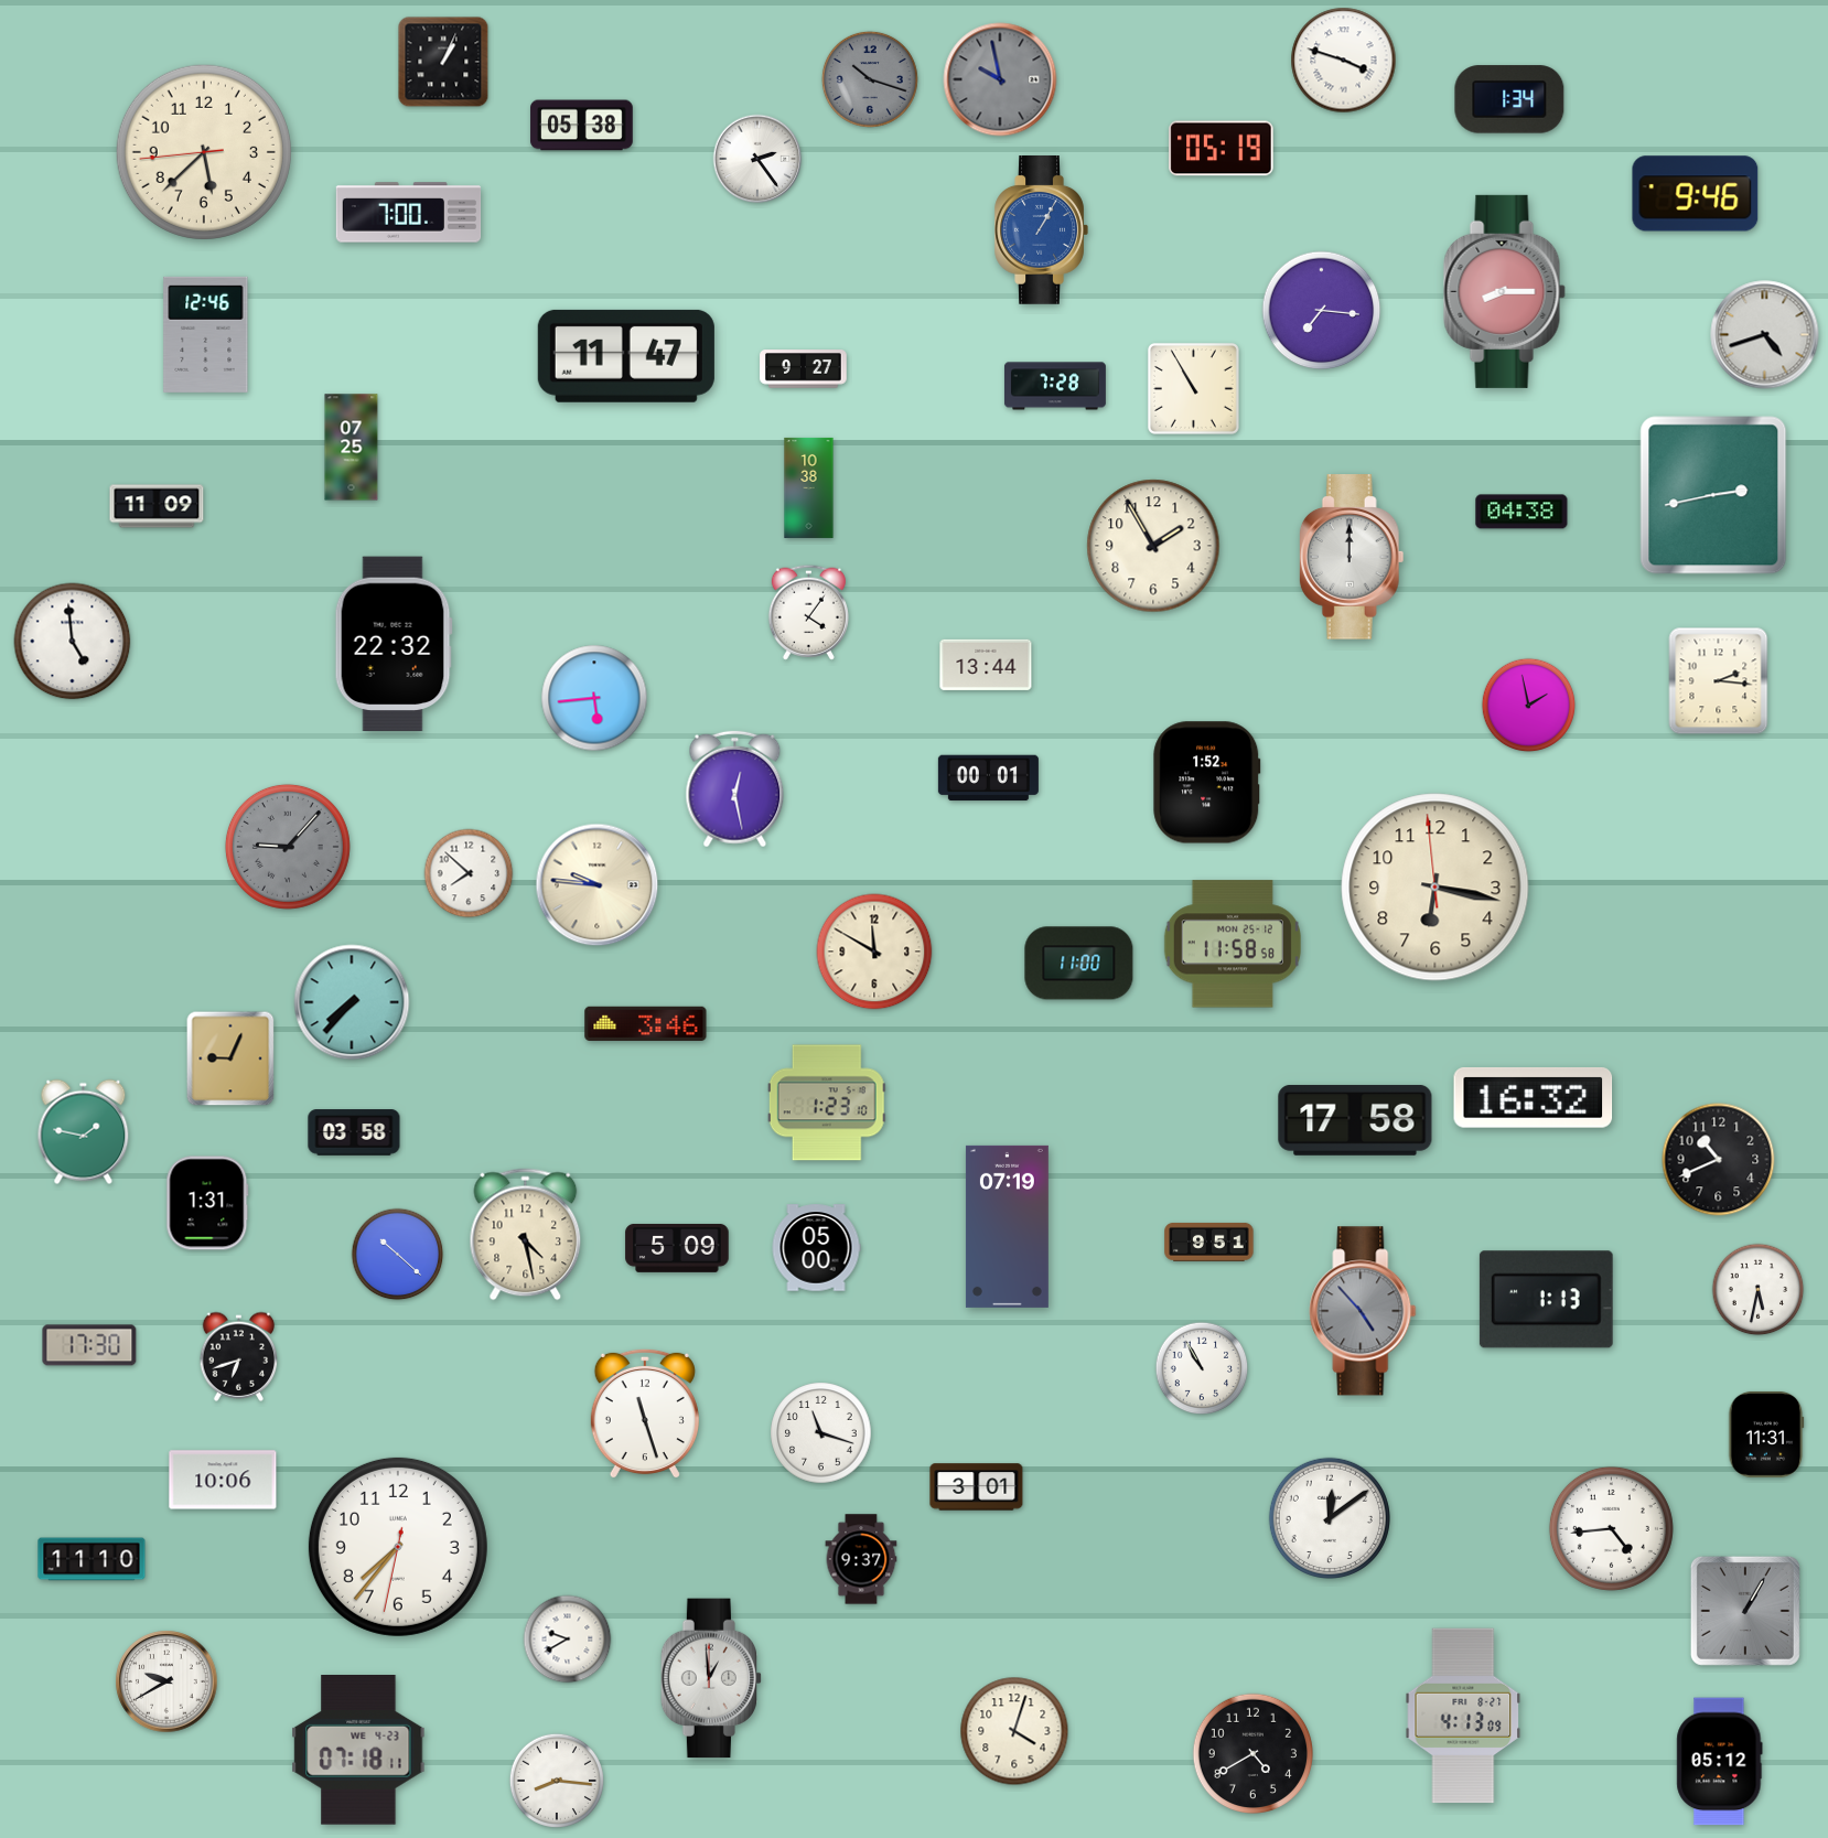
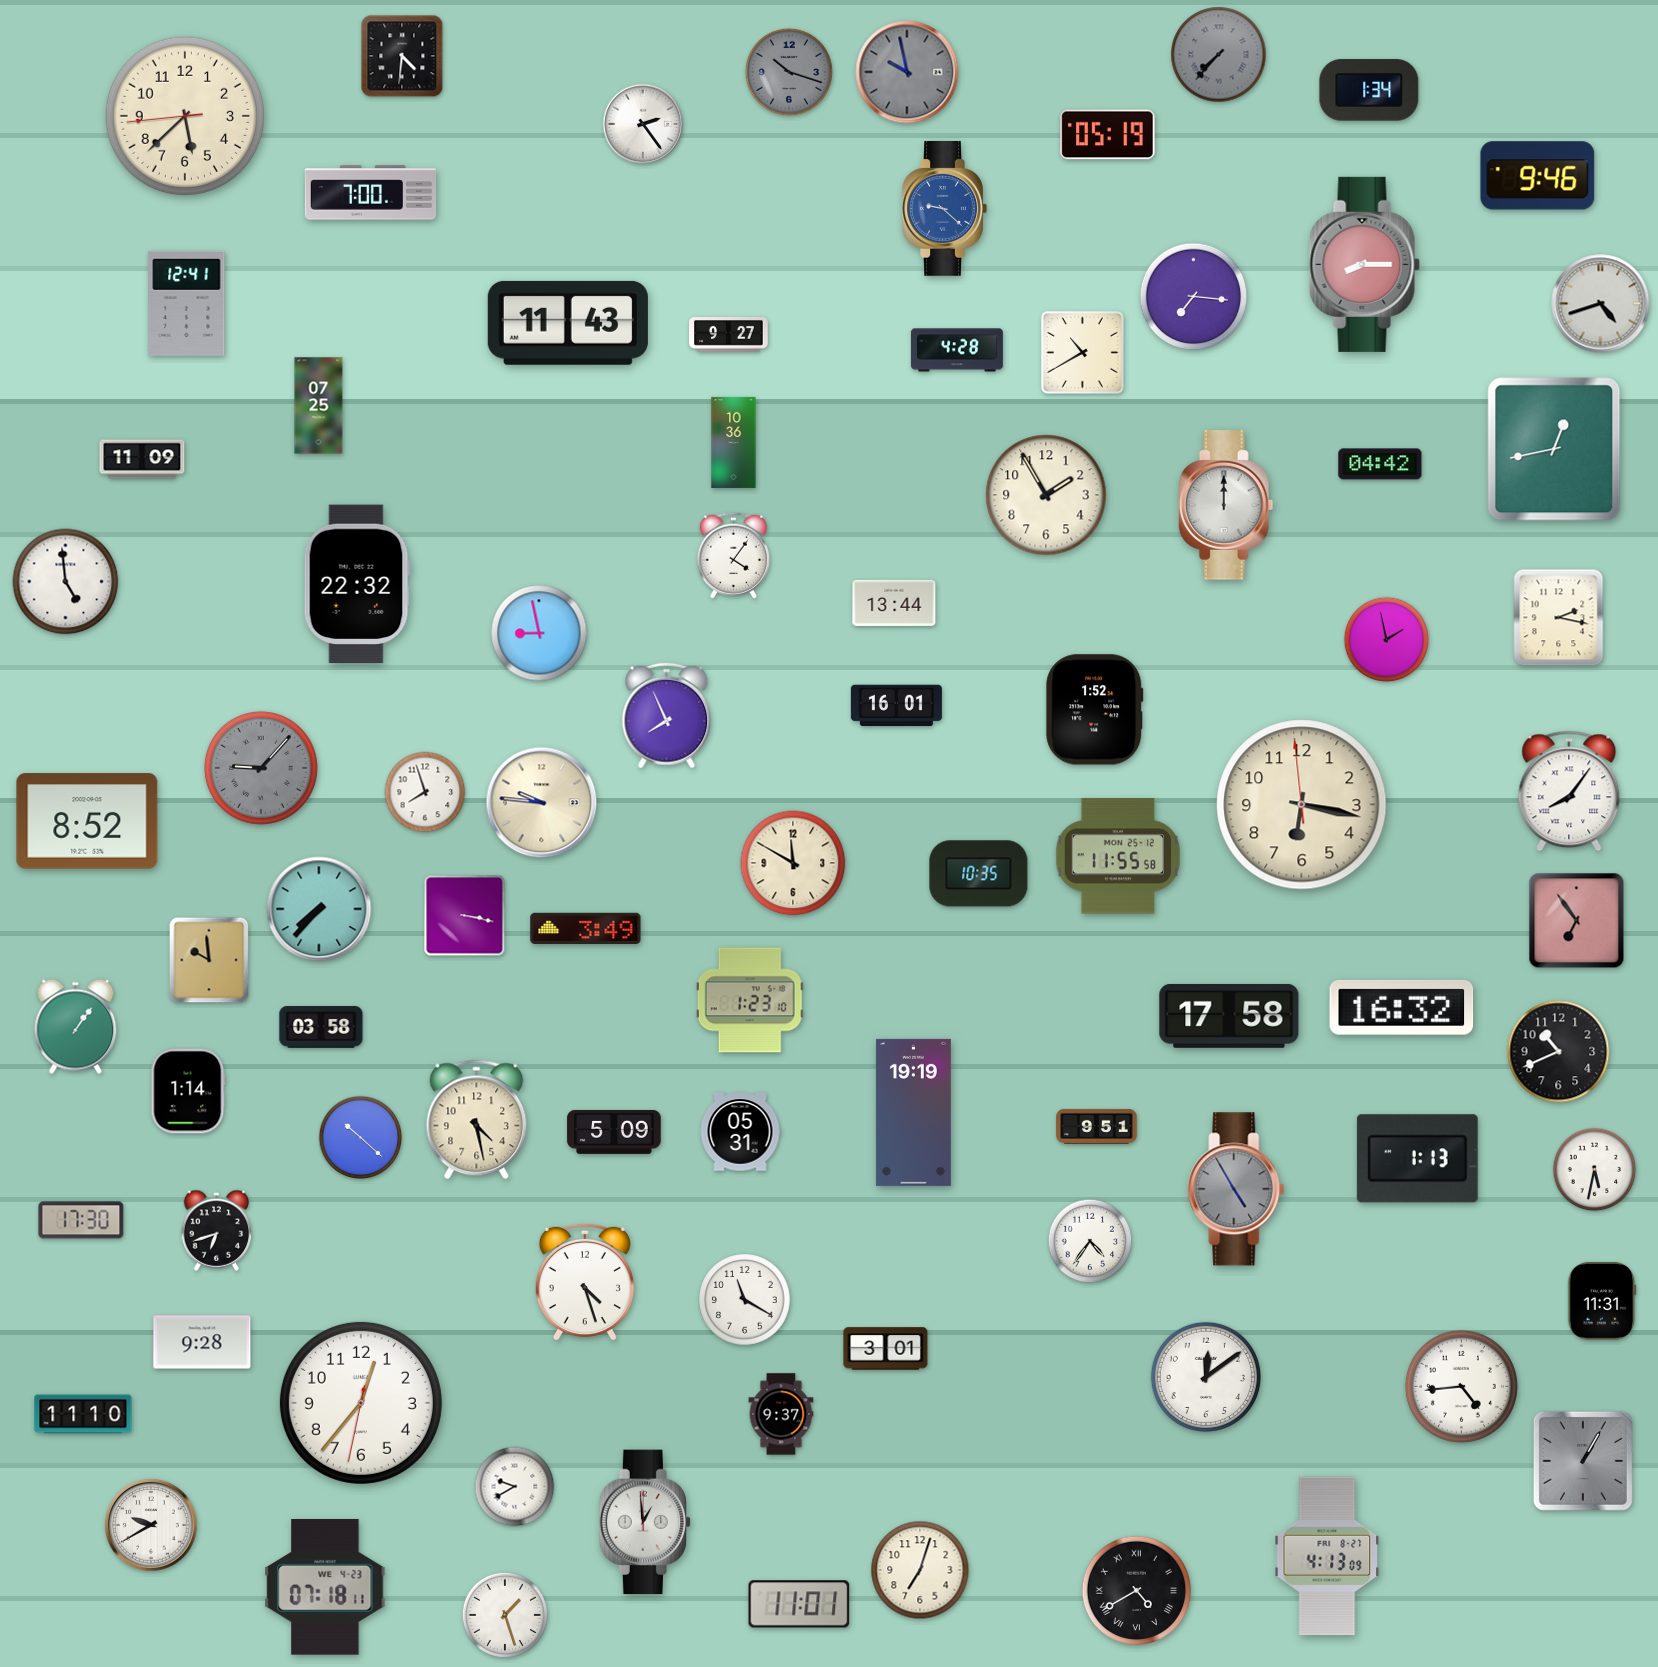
clock at (1344, 61): 3:48 -> 7:37
clock at (1344, 61) dial: white -> grey
clock at (443, 62): 1:04 -> 4:31
clock at (582, 126): 05:38 -> none
clock at (204, 152) position: (204, 152) -> (185, 116)
clock at (757, 159) position: (757, 159) -> (643, 124)
clock at (1041, 230): 1:05 -> 9:22
clock at (1322, 311) position: (1322, 311) -> (1194, 297)
clock at (206, 334): 12:46 -> 12:41
clock at (626, 356): 11:47 -> 11:43
clock at (1055, 386): 7:28 -> 4:28
clock at (1193, 388): 10:55 -> 10:40
clock at (809, 487): 10:38 -> 10:36
clock at (1713, 495): 2:43 -> 12:43
clock at (1521, 512): 04:38 -> 04:42
clock at (1719, 681): 2:16 -> 2:17
clock at (594, 698): 5:44 -> 8:58
clock at (988, 778): 00:01 -> 16:01
clock at (735, 789): 12:28 -> 7:56
clock at (1569, 791): none -> 8:06
clock at (469, 873): 7:52 -> 7:57
clock at (87, 821): none -> 8:52
clock at (1233, 944): 11:58 -> 11:55
clock at (1079, 964): 11:00 -> 10:35
clock at (465, 916): none -> 3:17
clock at (1577, 921): none -> 6:54
clock at (646, 1023): 3:46 -> 3:49
clock at (230, 1058): 9:04 -> 9:59
clock at (1534, 1098) position: (1534, 1098) -> (1402, 1008)
clock at (84, 1132): 1:47 -> 1:06
clock at (207, 1203): 1:31 -> 1:14
clock at (1007, 1226): 07:19 -> 19:19
clock at (816, 1248): 05:00 -> 05:31
clock at (1546, 1300) position: (1546, 1300) -> (1417, 1159)
clock at (1363, 1311): 4:53 -> 4:55
clock at (1202, 1368): 10:55 -> 4:36
clock at (645, 1414): 11:27 -> 4:27
clock at (821, 1433): 11:18 -> 11:20
clock at (223, 1480): 10:06 -> 9:28
clock at (398, 1547): 7:36 -> 12:36
clock at (1014, 1731): 4:03 -> 7:03
clock at (1252, 1753) numerals: Arabic -> Roman
clock at (1720, 1762): 05:12 -> none
clock at (799, 1604): none -> 11:01
clock at (556, 1780): 8:16 -> 1:27
